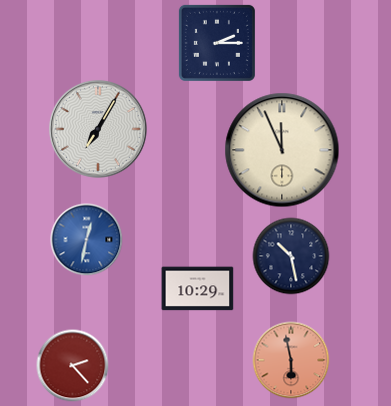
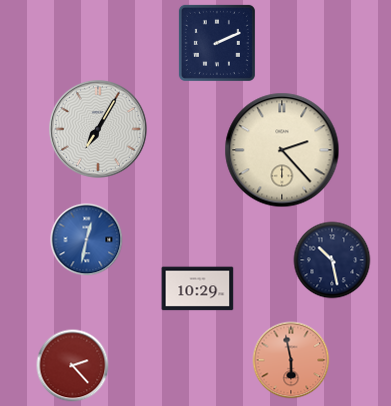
clock at (217, 43): 2:15 -> 2:11
clock at (282, 150): 11:56 -> 2:23
clock at (291, 256) position: (291, 256) -> (332, 260)
